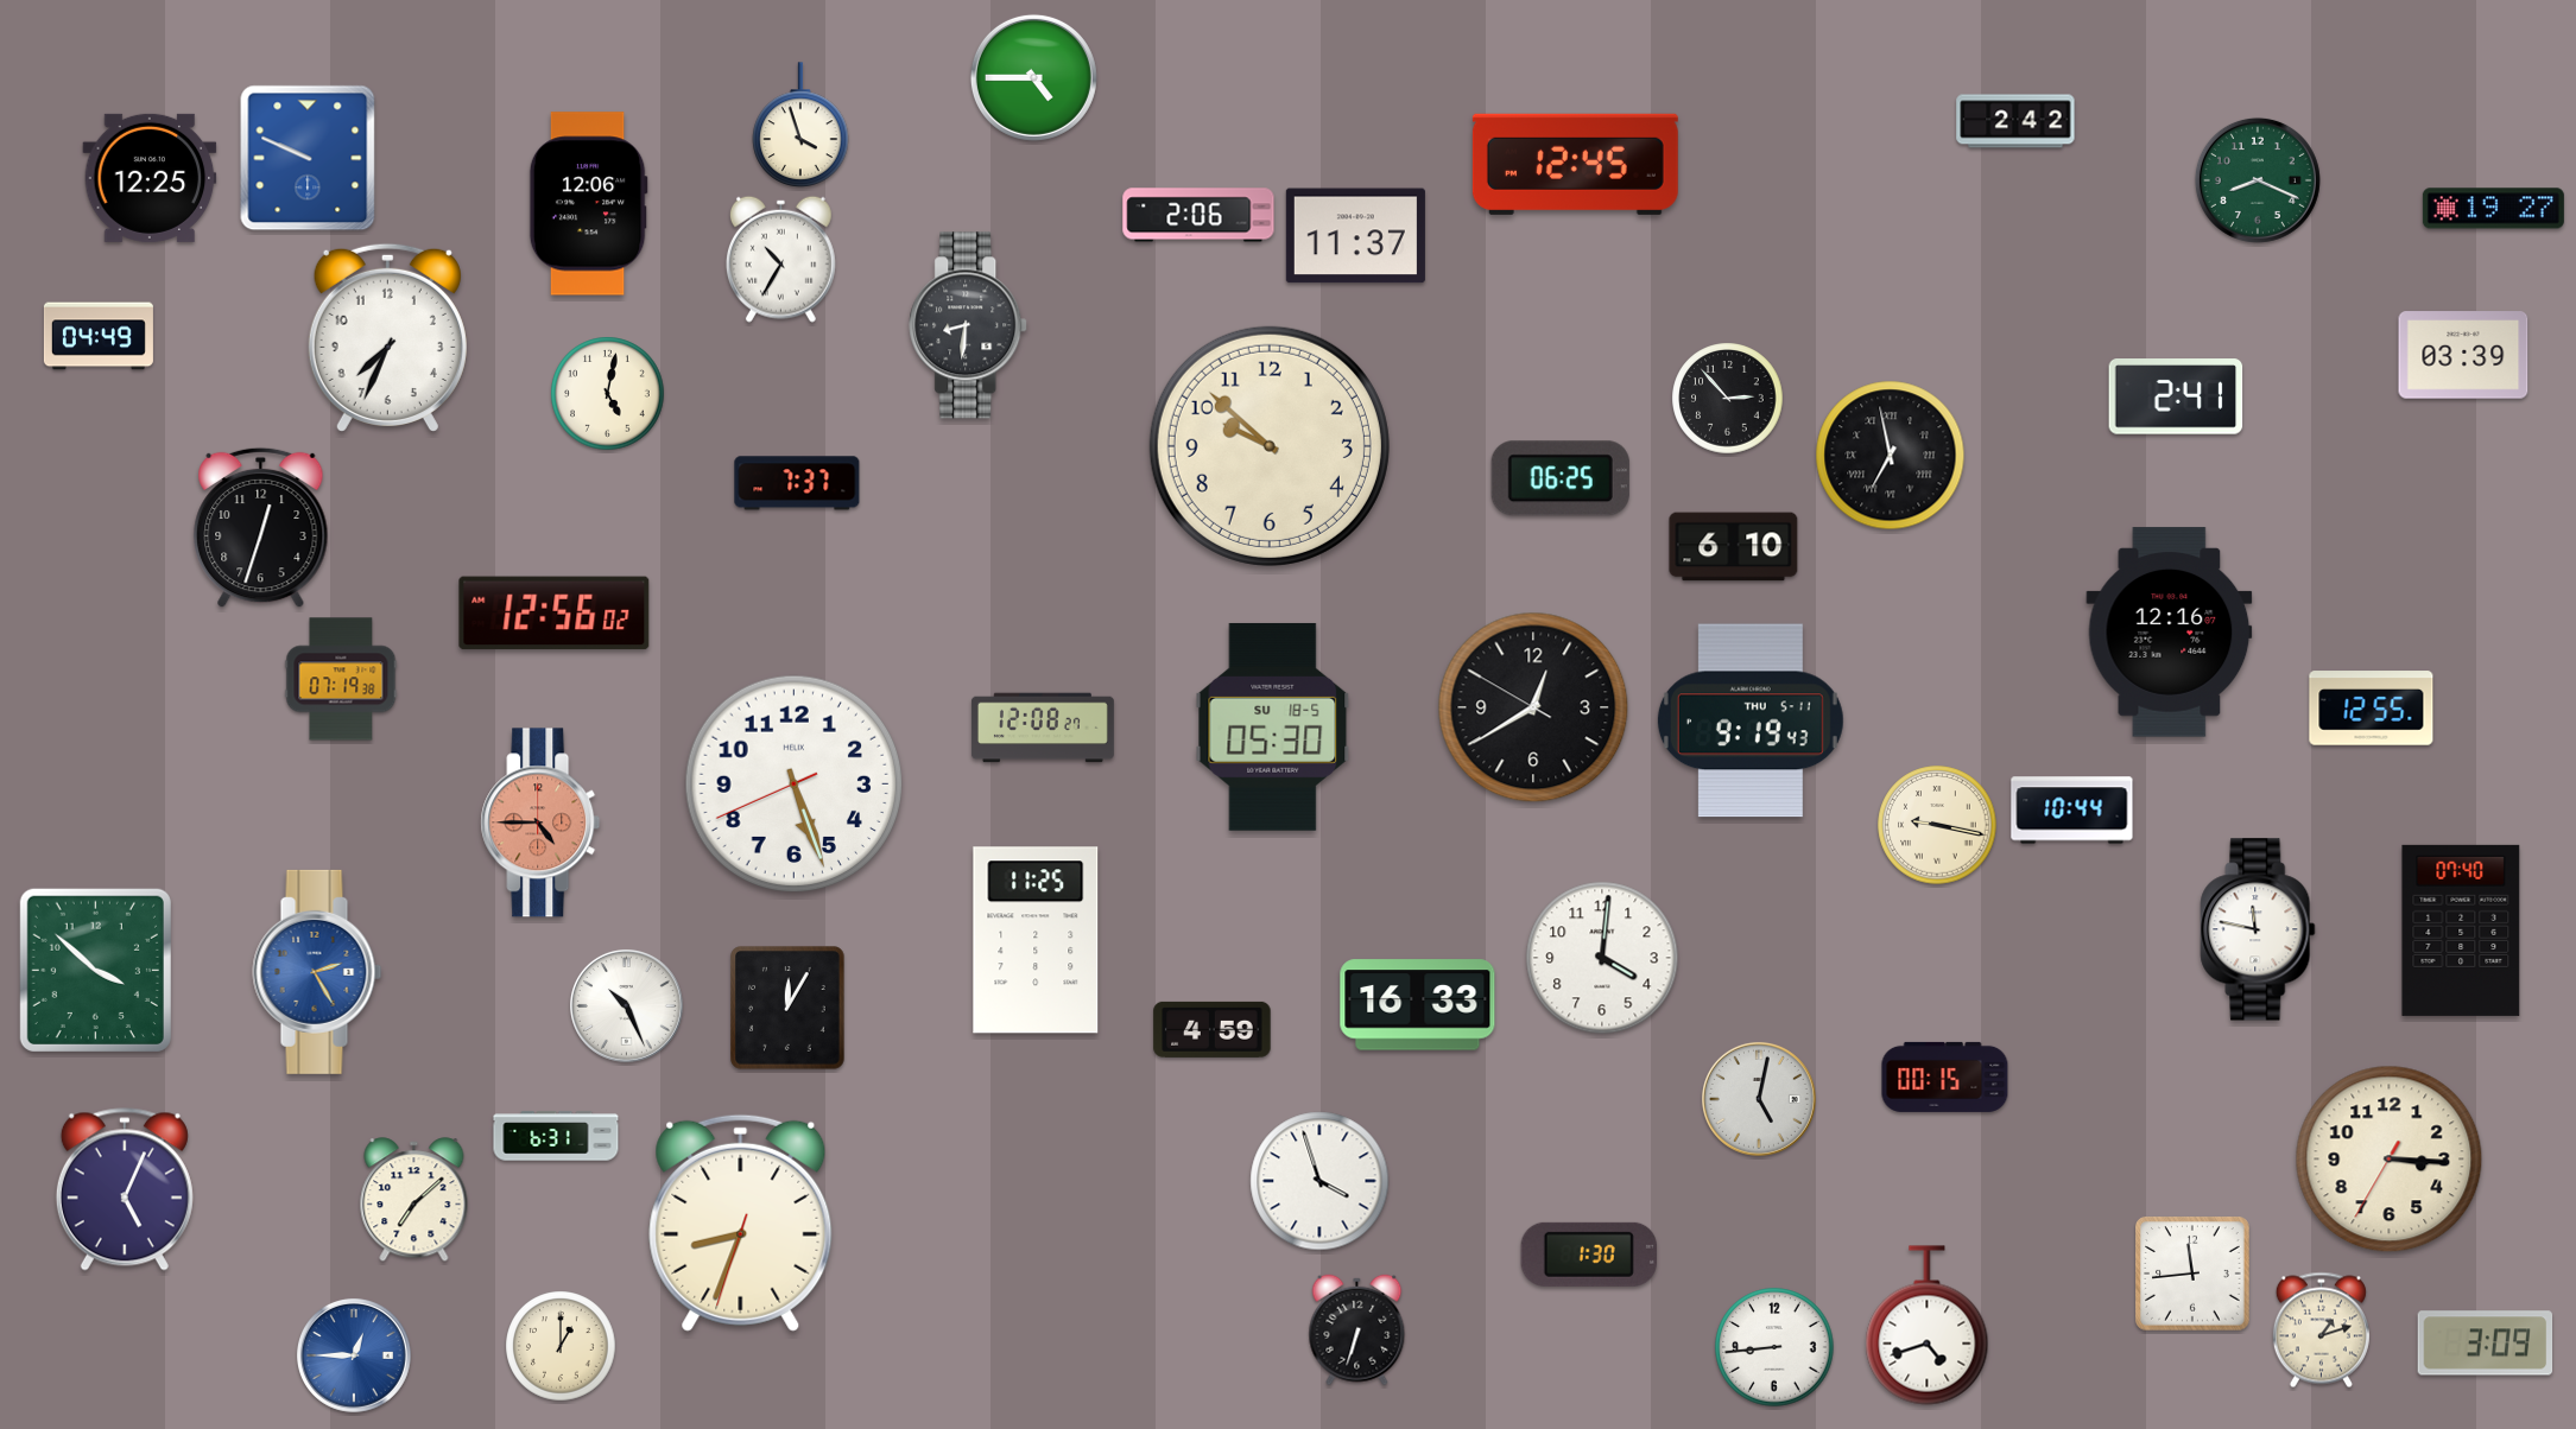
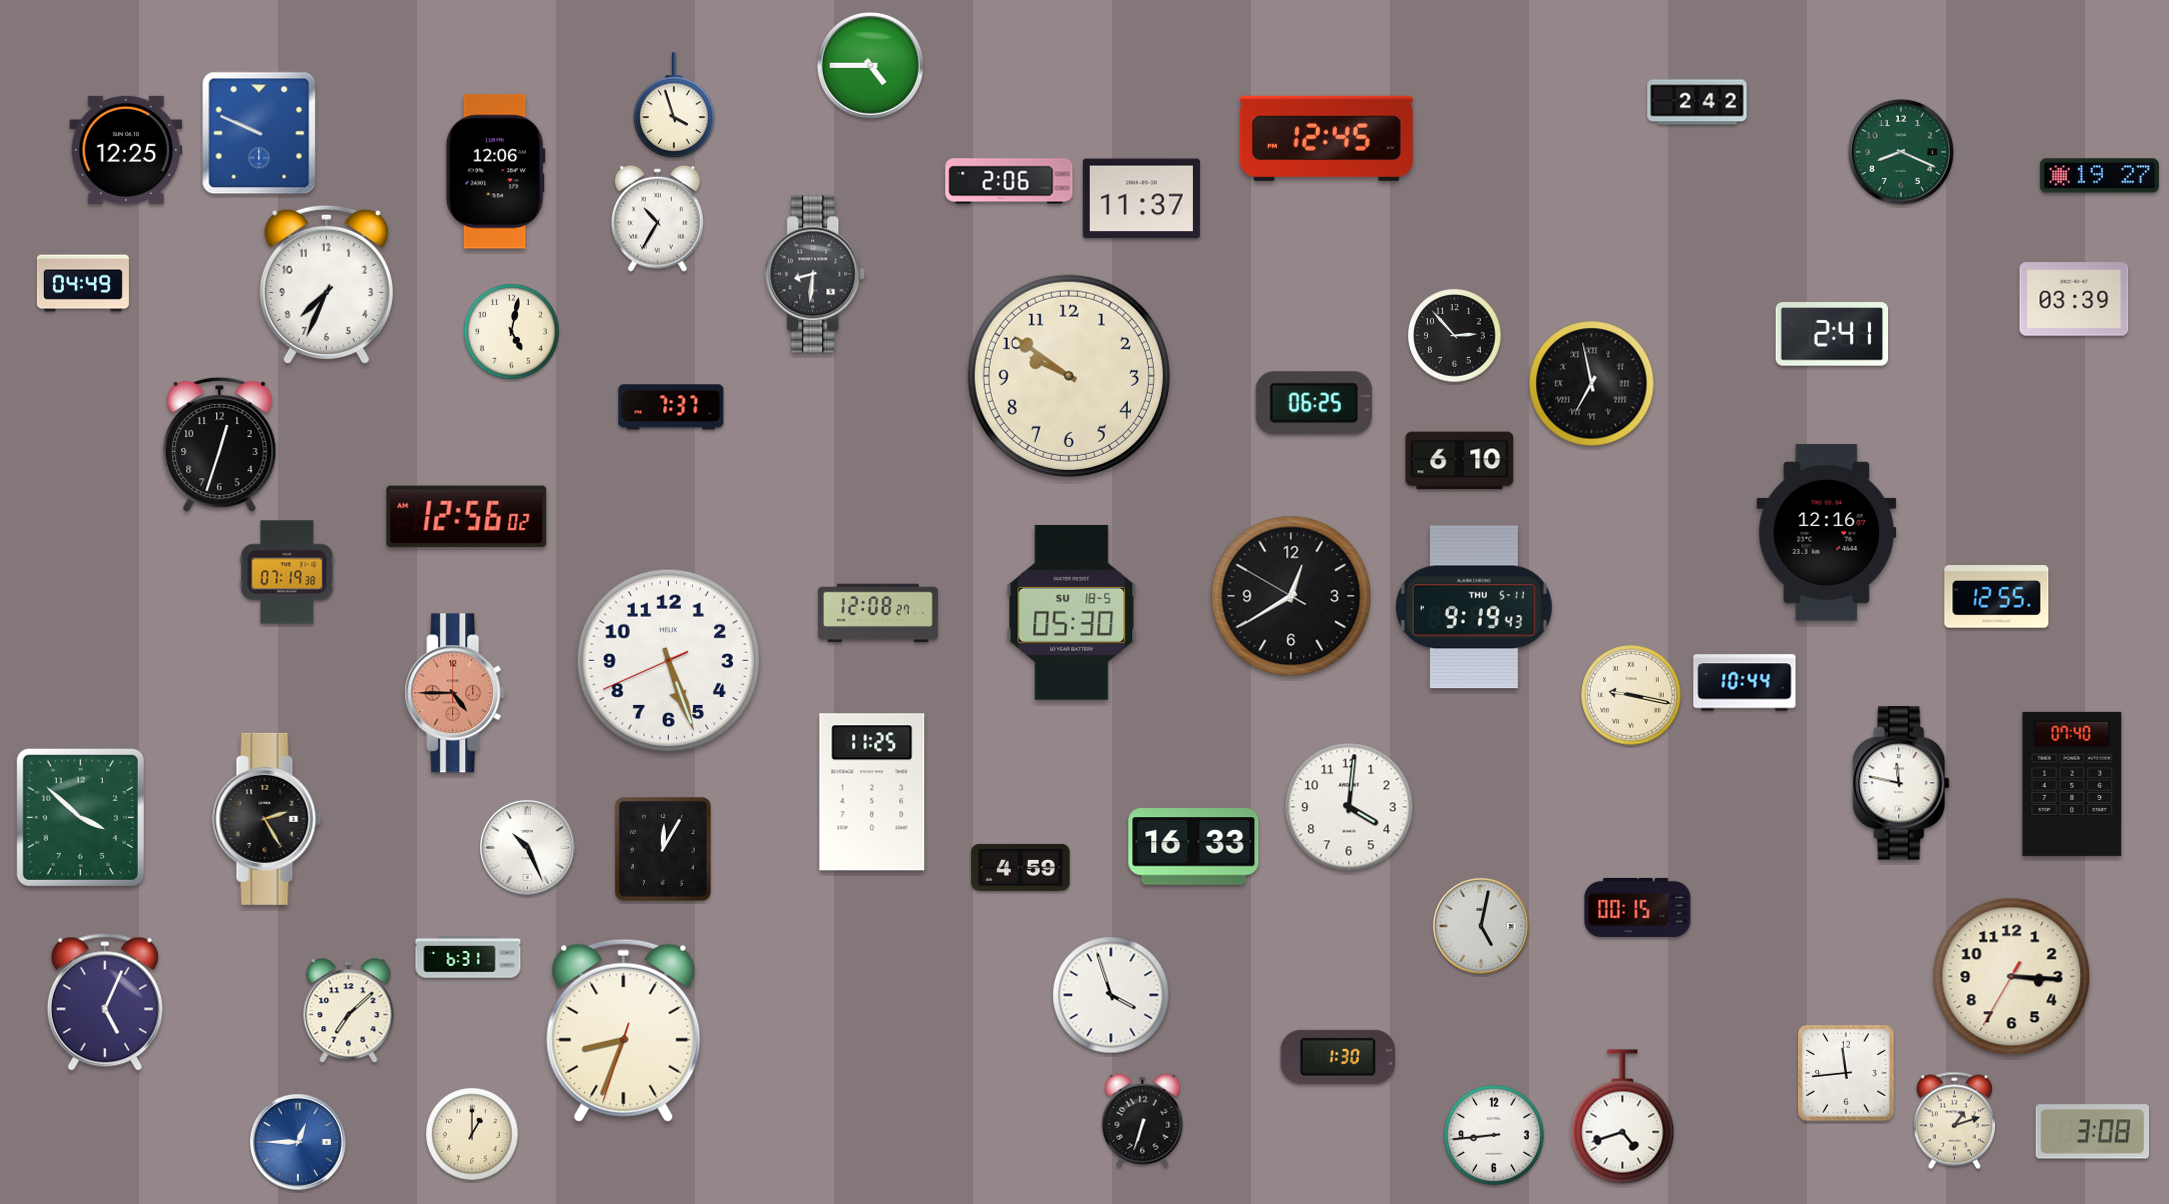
clock at (1270, 446): 9:52 -> 9:51
clock at (317, 972) dial: blue -> black
clock at (2486, 1344): 3:09 -> 3:08
